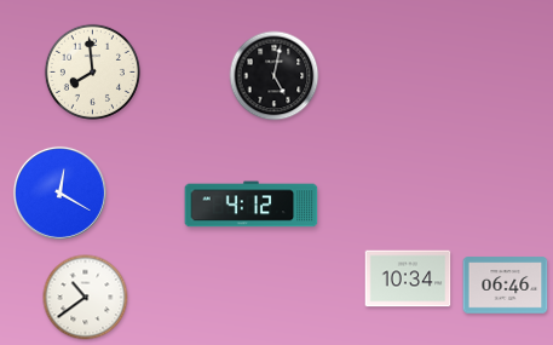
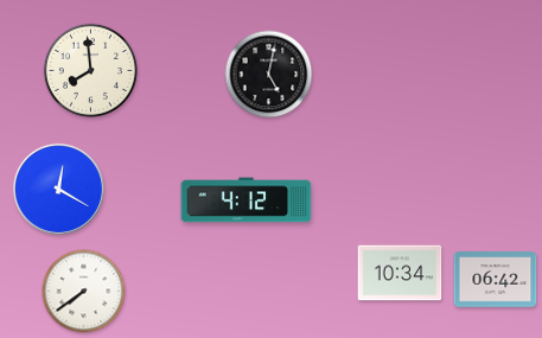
clock at (506, 286): 06:46 -> 06:42
clock at (86, 298): 10:39 -> 7:39
